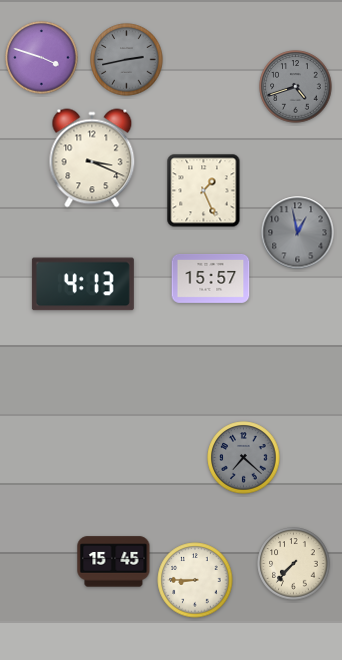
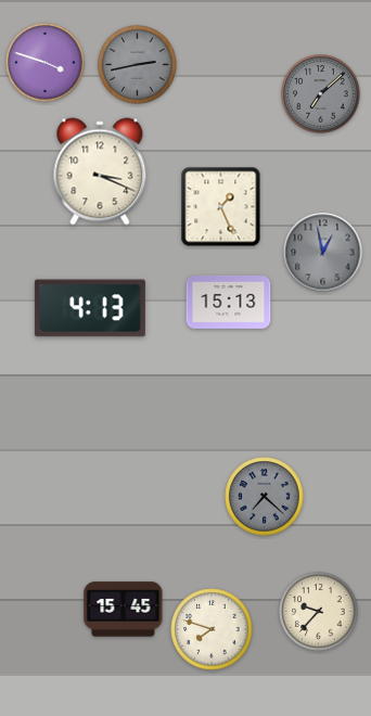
clock at (296, 87): 4:42 -> 7:08
clock at (211, 278): 15:57 -> 15:13
clock at (294, 564): 7:37 -> 9:37
clock at (195, 580): 8:45 -> 7:48
